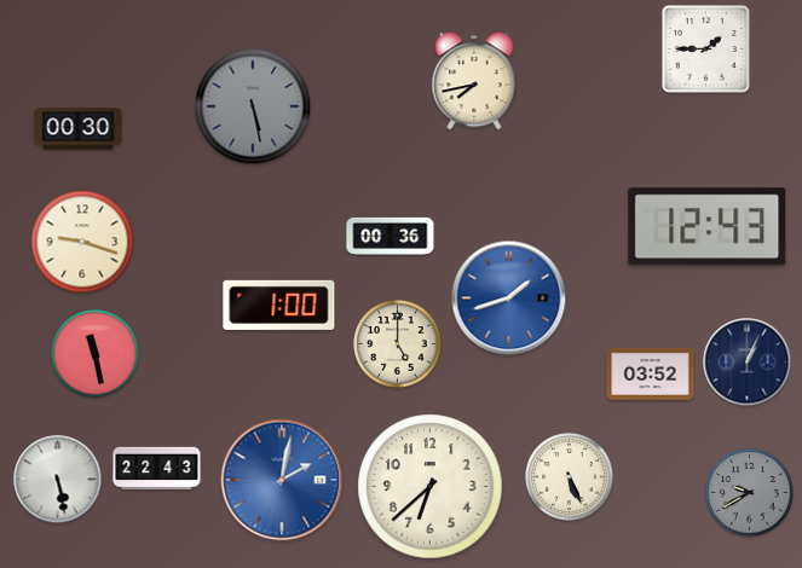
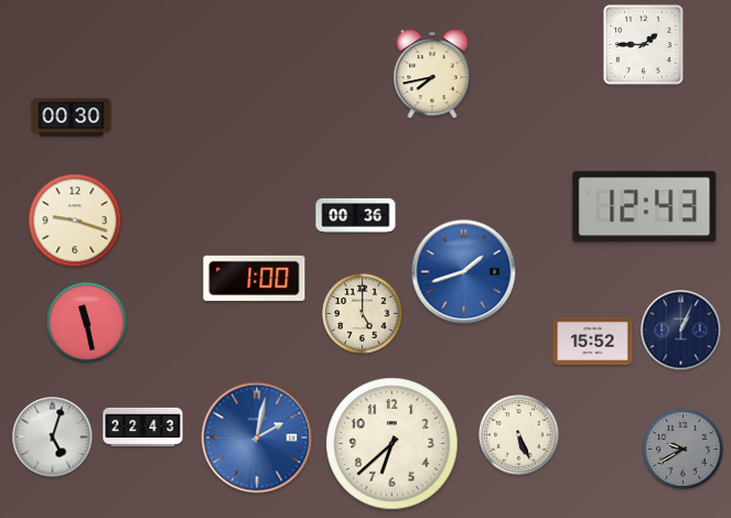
clock at (253, 106): 5:28 -> none
clock at (651, 373): 03:52 -> 15:52
clock at (58, 480): 5:28 -> 5:03
